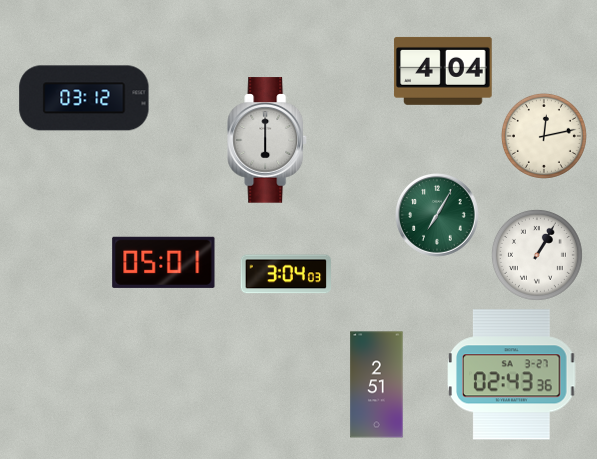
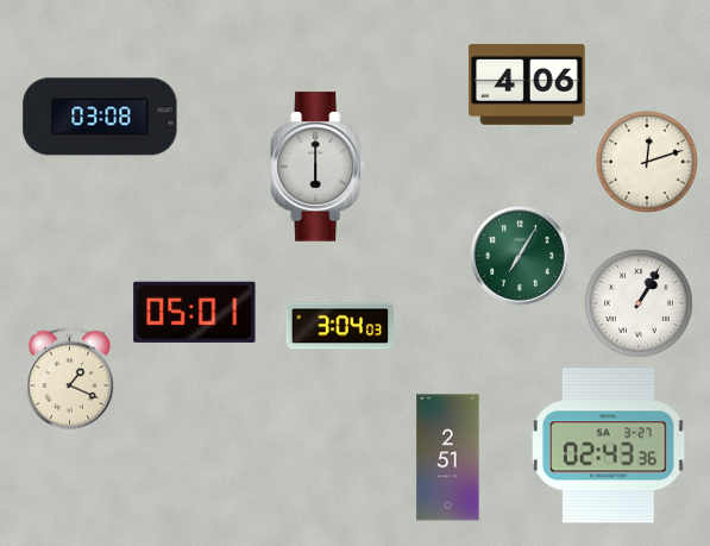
clock at (443, 71): 4:04 -> 4:06
clock at (84, 98): 03:12 -> 03:08
clock at (544, 136): 12:13 -> 12:12
clock at (70, 381): none -> 1:19
